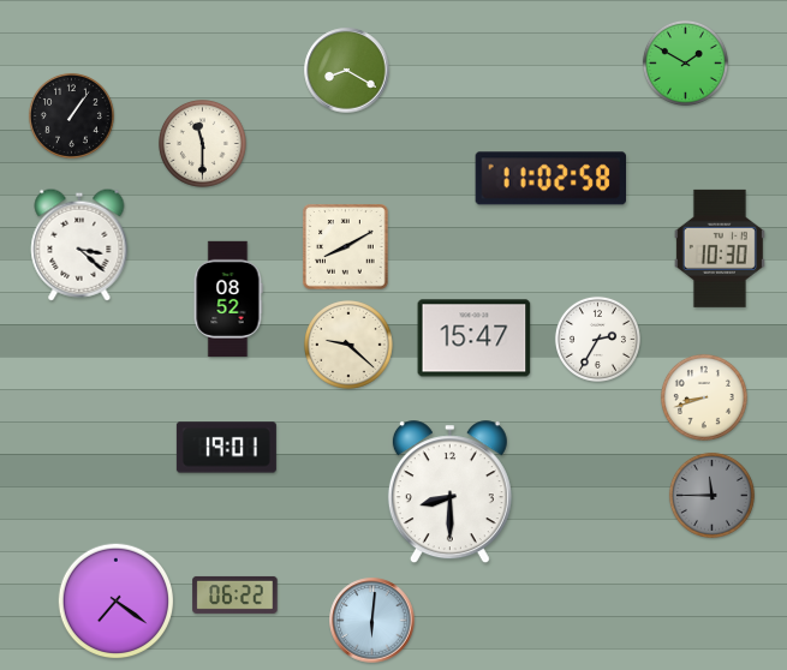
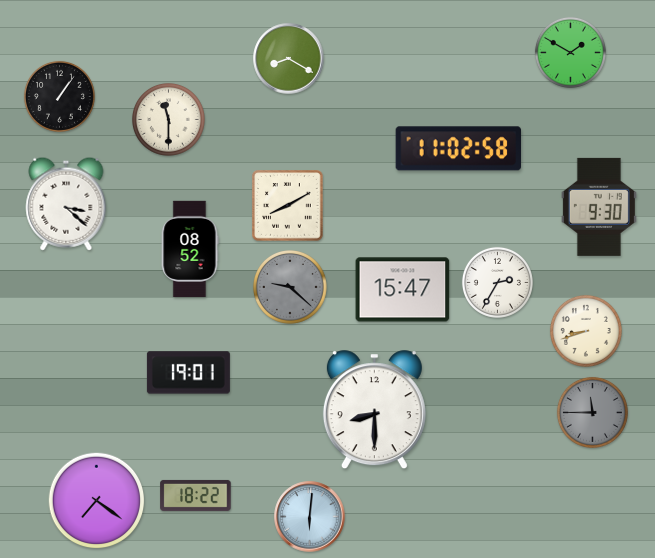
clock at (720, 249): 10:30 -> 9:30
clock at (475, 339) position: (475, 339) -> (403, 290)
clock at (350, 346) dial: cream -> grey
clock at (235, 594): 06:22 -> 18:22
